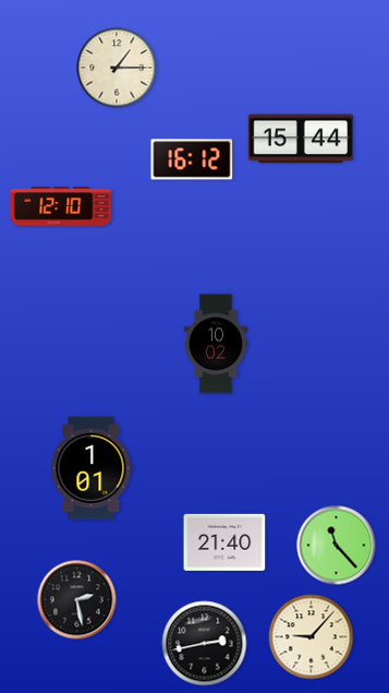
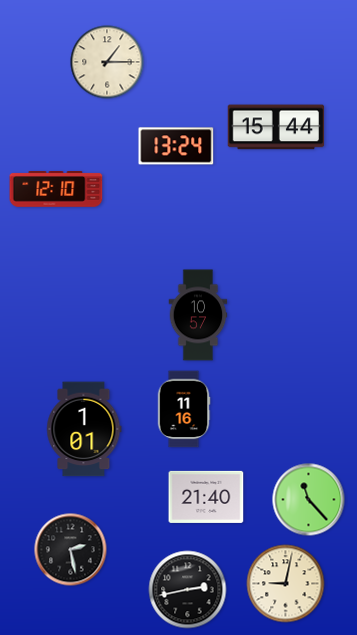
clock at (192, 159): 16:12 -> 13:24
clock at (216, 344): 10:02 -> 10:57
clock at (184, 409): none -> 11:16
clock at (312, 637): 9:07 -> 9:02
